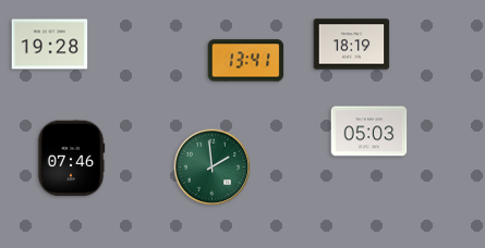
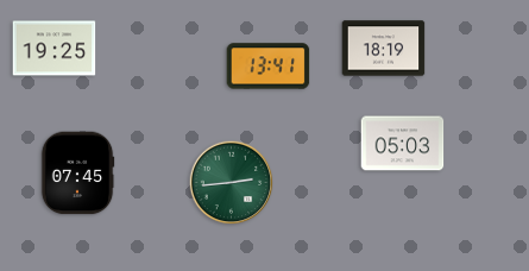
clock at (50, 45): 19:28 -> 19:25
clock at (71, 159): 07:46 -> 07:45
clock at (213, 168): 1:59 -> 2:44
